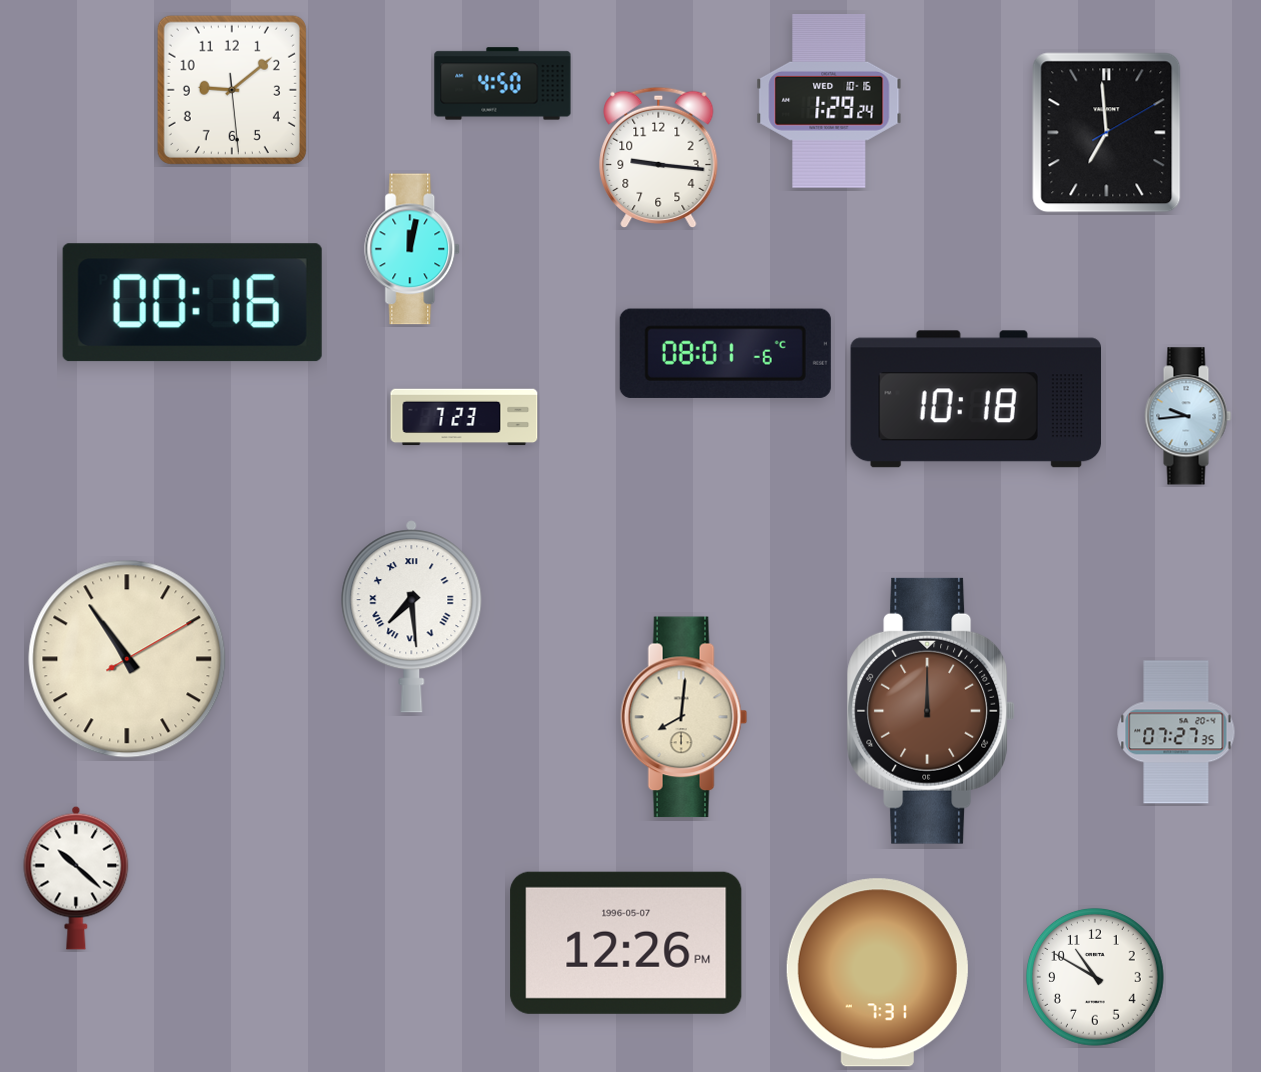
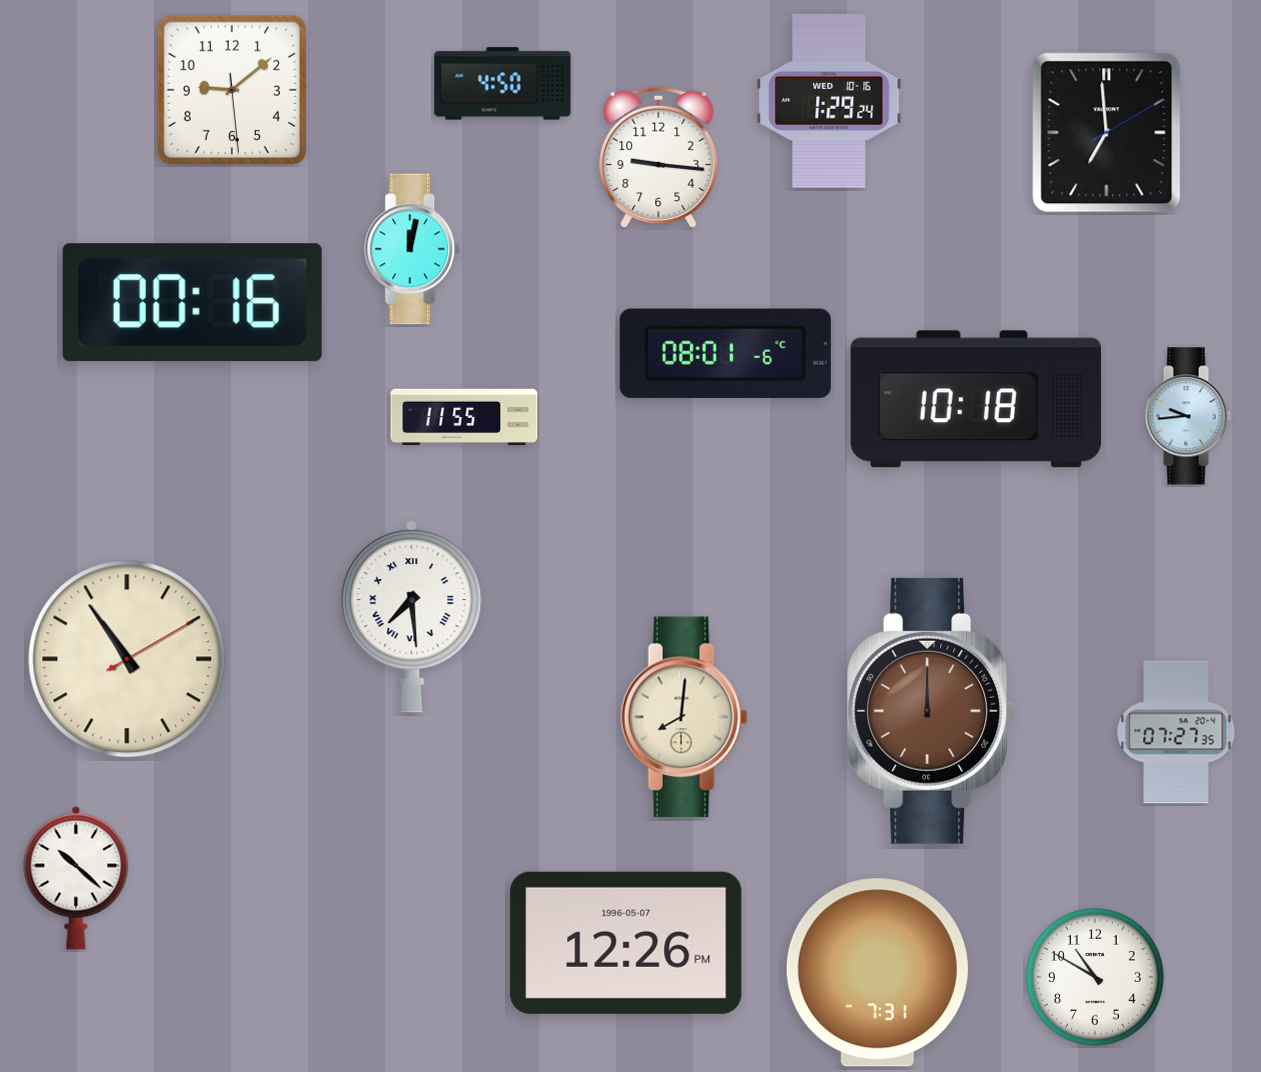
clock at (464, 417): 7:23 -> 11:55
